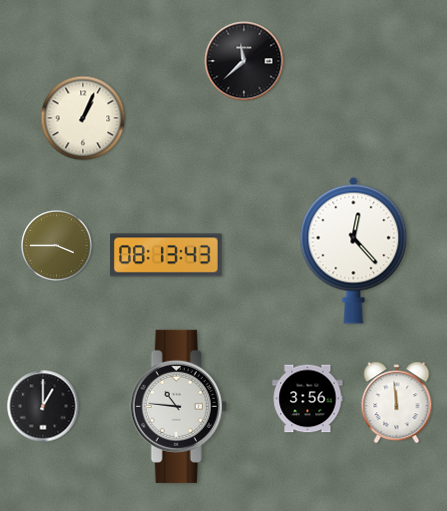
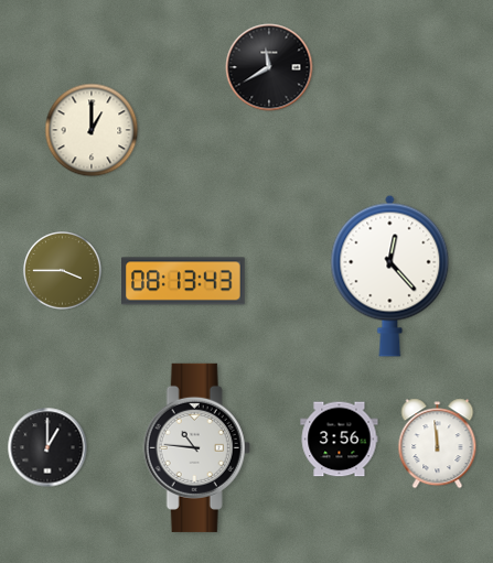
clock at (244, 61): 11:38 -> 11:40
clock at (83, 118): 1:04 -> 1:00
